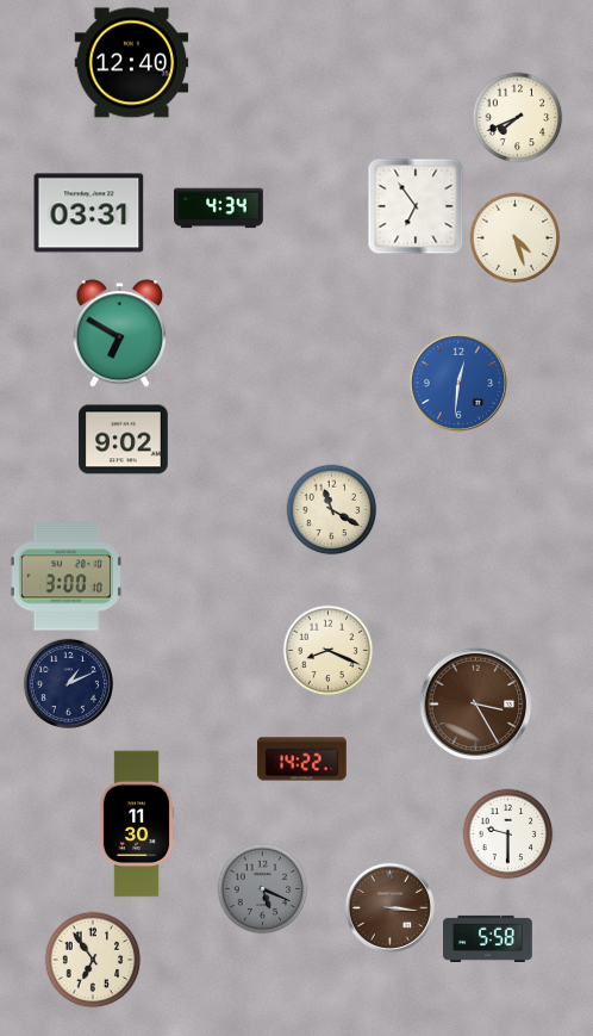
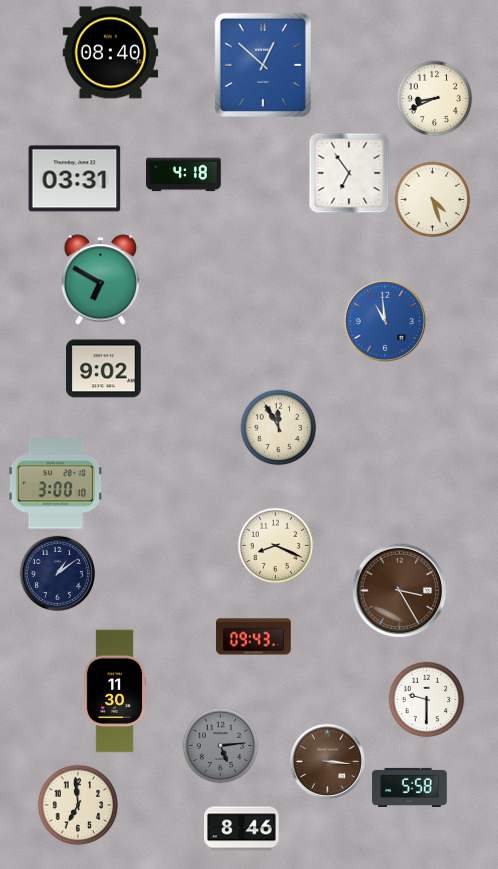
clock at (132, 63): 12:40 -> 08:40
clock at (263, 65): none -> 12:52
clock at (518, 118): 7:41 -> 8:41
clock at (219, 209): 4:34 -> 4:18
clock at (457, 381): 12:31 -> 10:59
clock at (332, 510): 11:20 -> 11:55
clock at (68, 683): 1:11 -> 1:09
clock at (302, 759): 14:22 -> 09:43
clock at (263, 889): 5:19 -> 5:14
clock at (93, 960): 6:54 -> 6:59
clock at (242, 829): none -> 8:46
